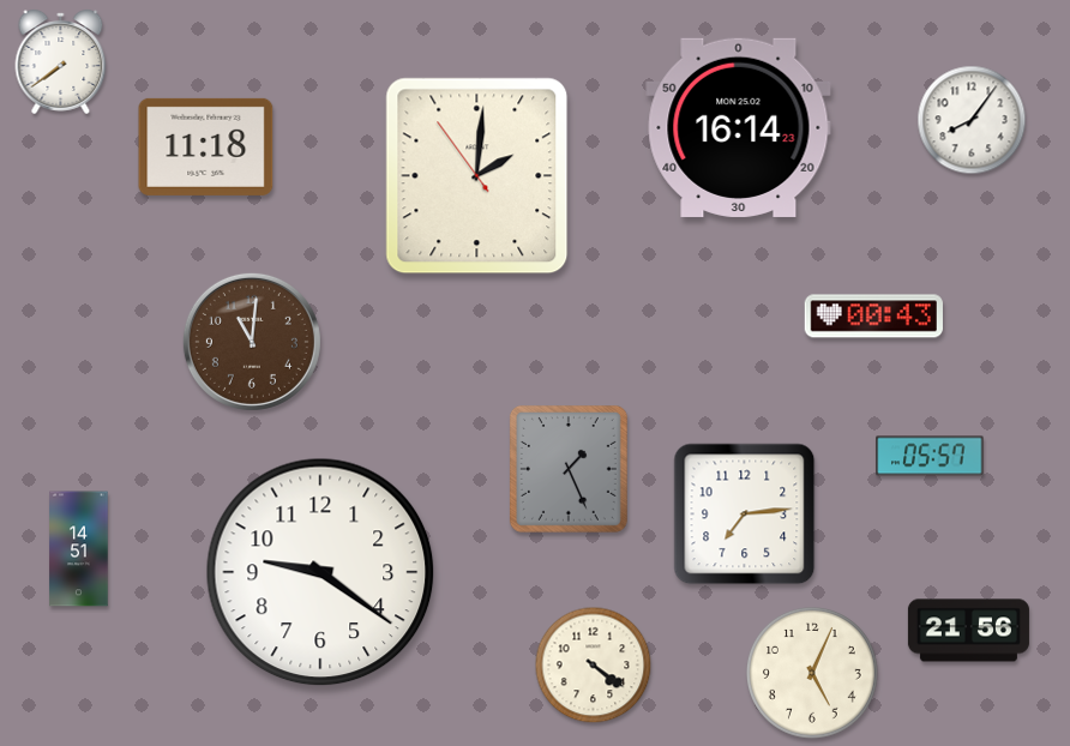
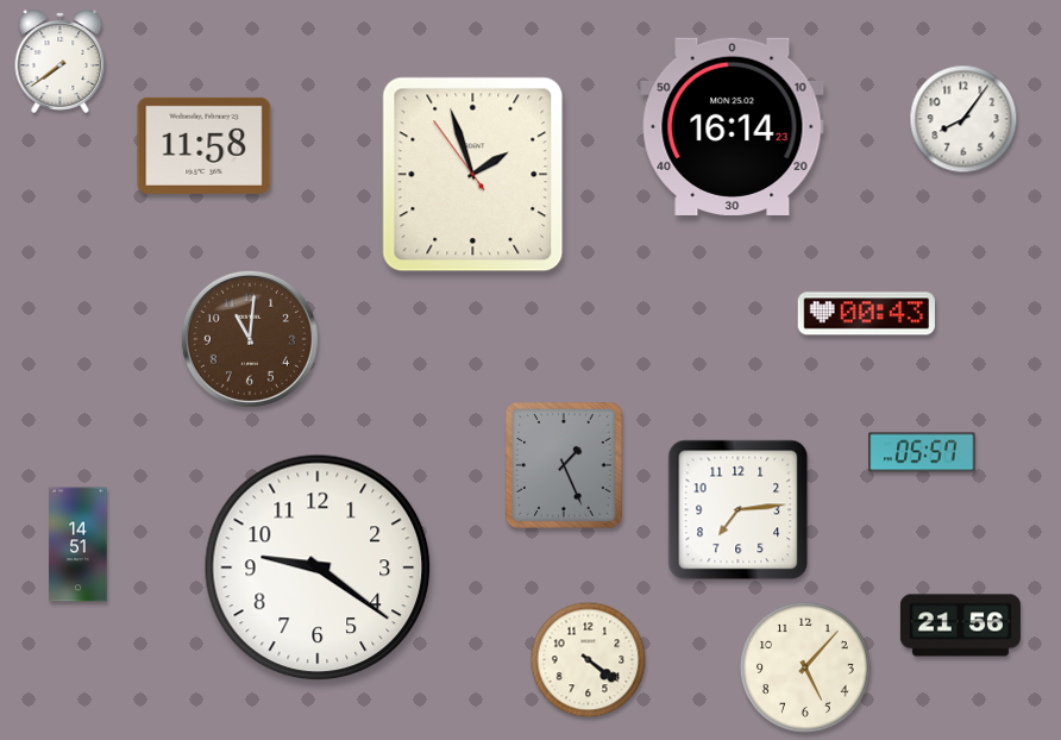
clock at (206, 146): 11:18 -> 11:58
clock at (477, 176): 2:00 -> 1:56
clock at (813, 674): 5:04 -> 5:07
